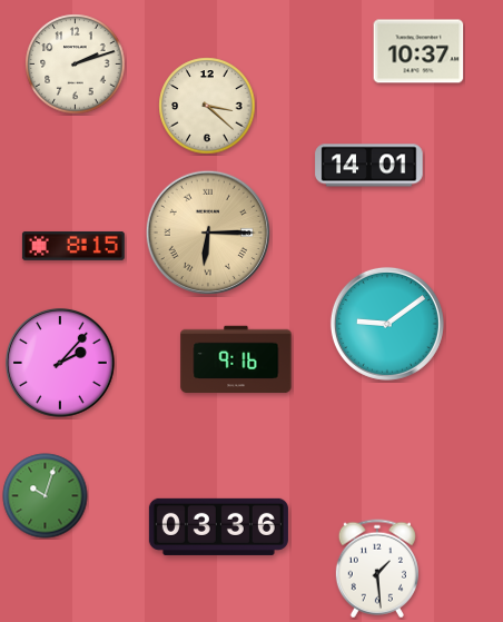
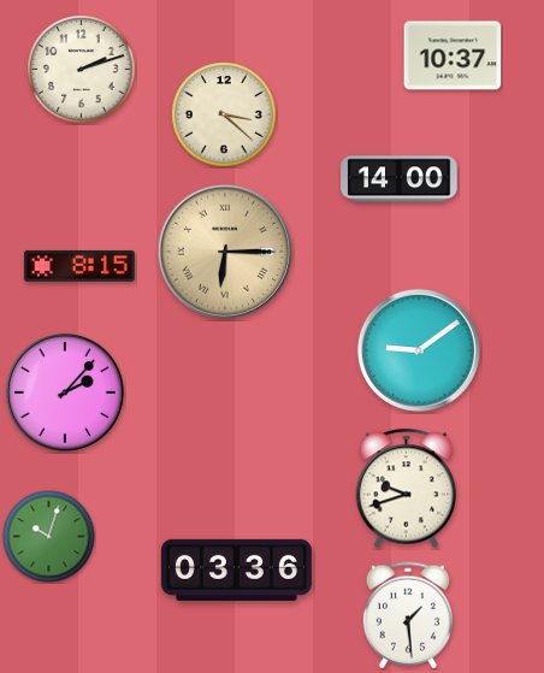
clock at (369, 166): 14:01 -> 14:00
clock at (236, 359): 9:16 -> none
clock at (407, 489): none -> 9:42
